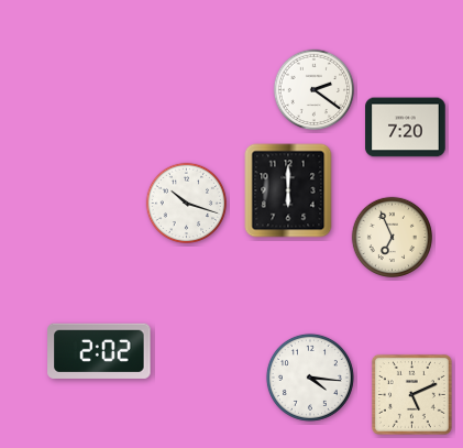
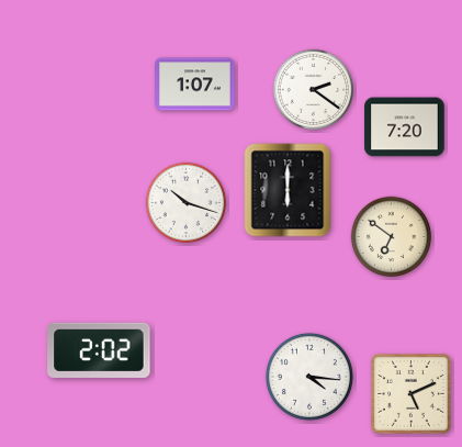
clock at (195, 85): none -> 1:07
clock at (393, 238): 6:56 -> 6:51
